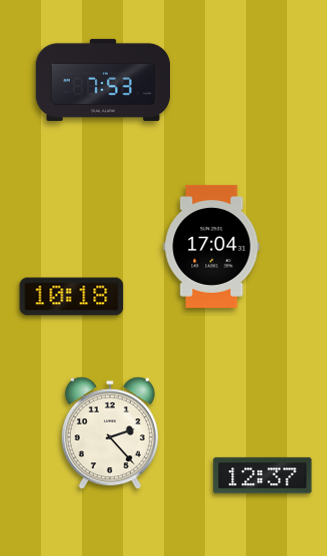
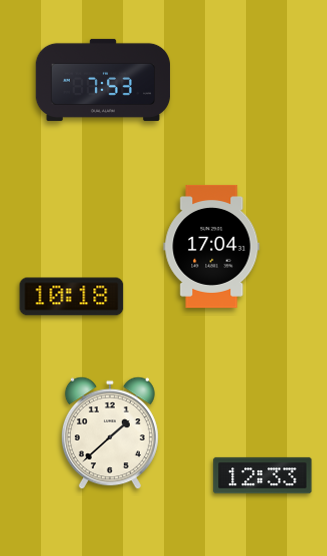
clock at (110, 433): 2:23 -> 1:38
clock at (263, 476): 12:37 -> 12:33
